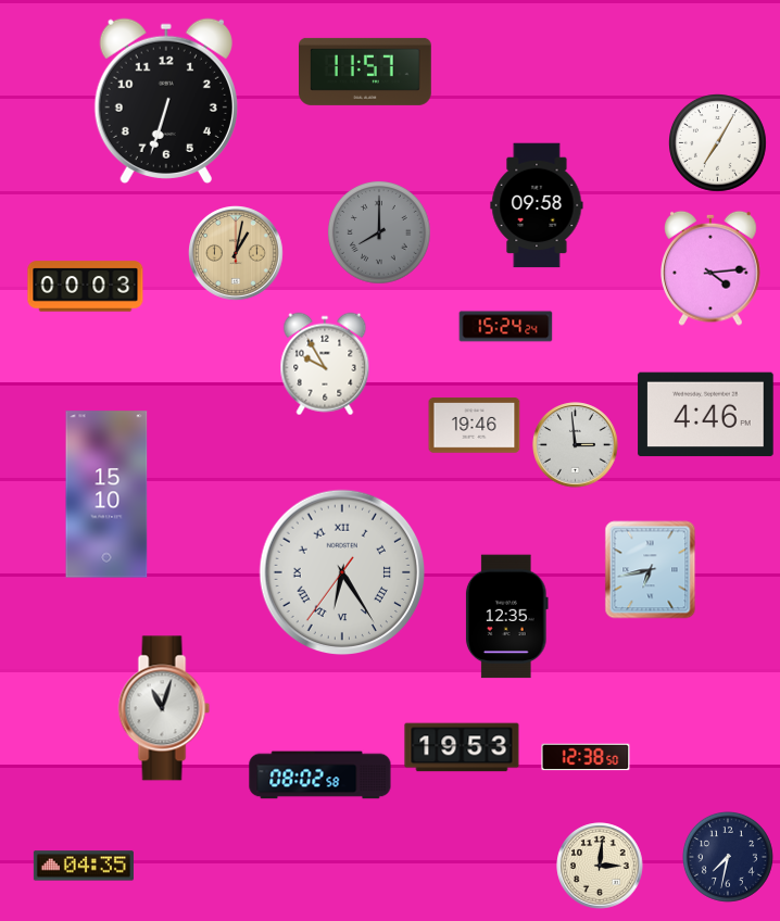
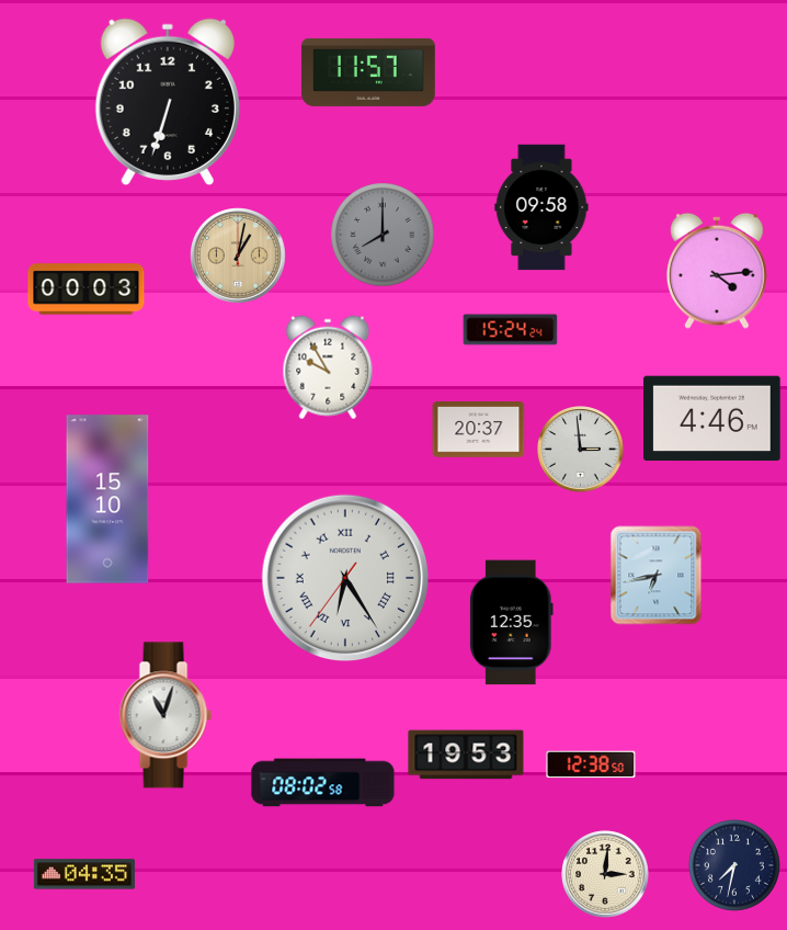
clock at (718, 143): 7:05 -> none
clock at (475, 426): 19:46 -> 20:37
